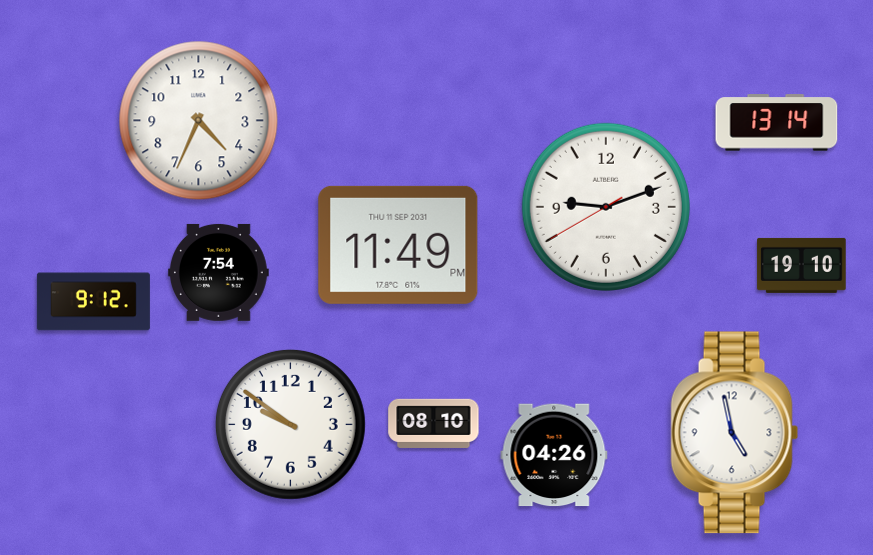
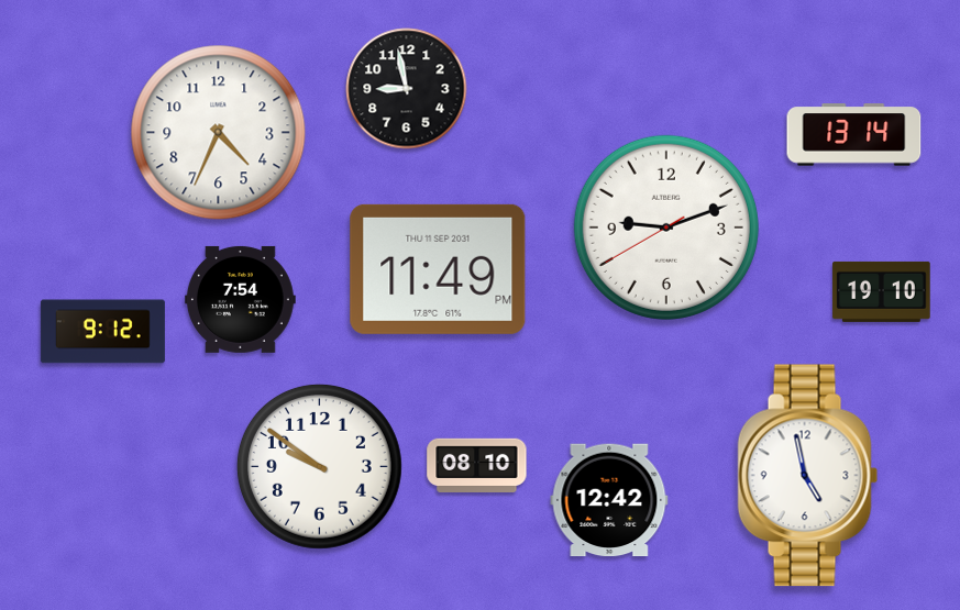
clock at (407, 89): none -> 8:58
clock at (554, 455): 04:26 -> 12:42
